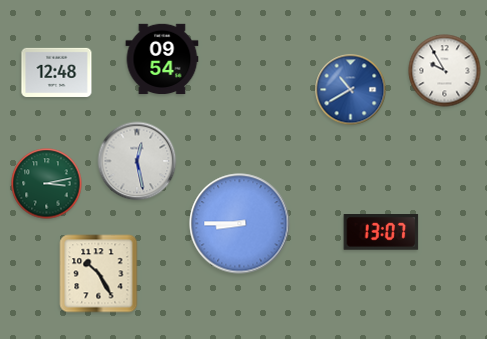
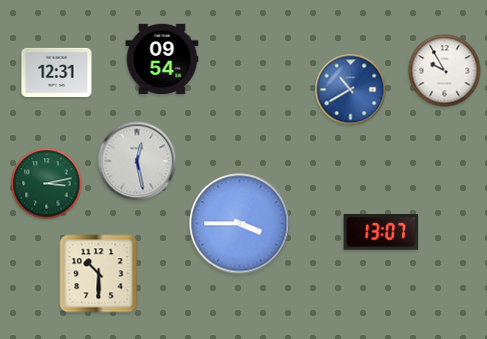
clock at (57, 72): 12:48 -> 12:31
clock at (240, 224): 8:45 -> 3:45
clock at (99, 274): 10:25 -> 10:30
